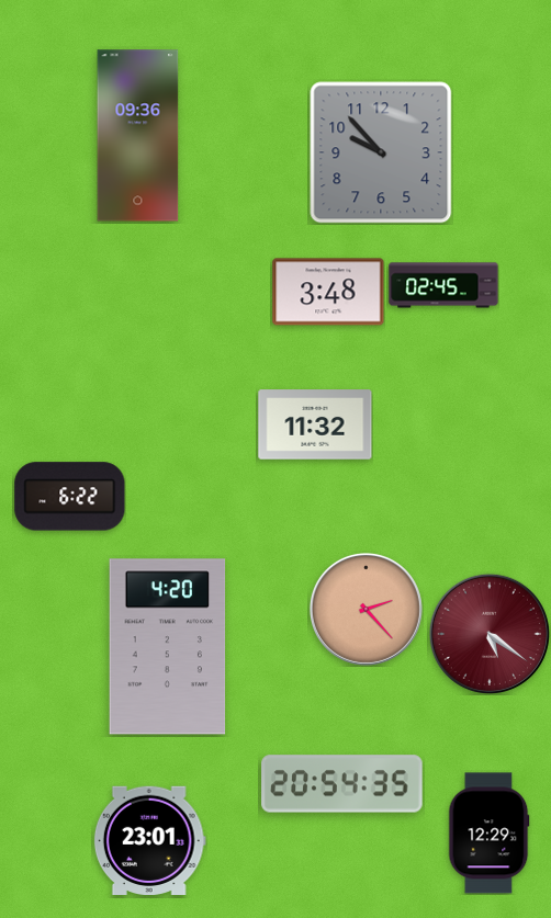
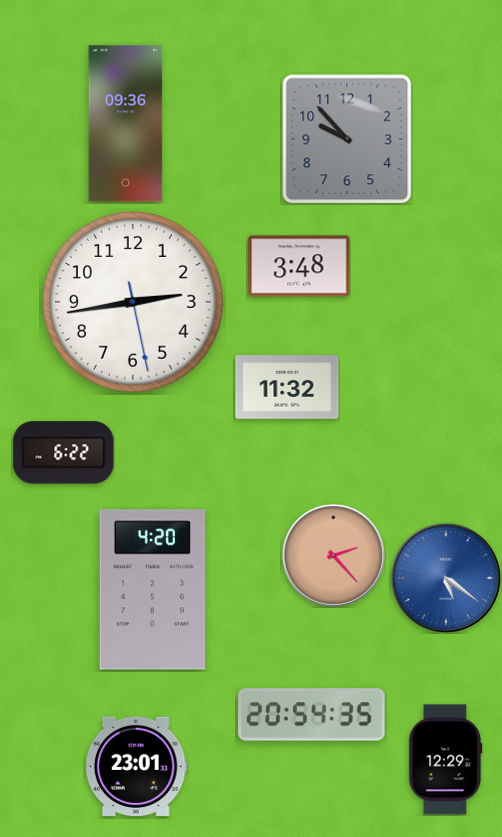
clock at (443, 285): 02:45 -> none
clock at (134, 303): none -> 2:43
clock at (488, 633) dial: burgundy -> blue
